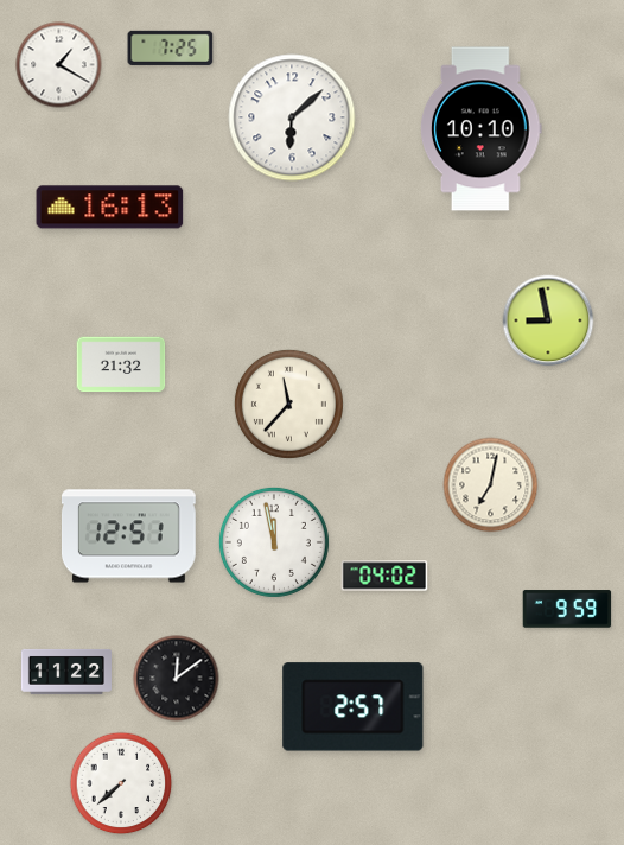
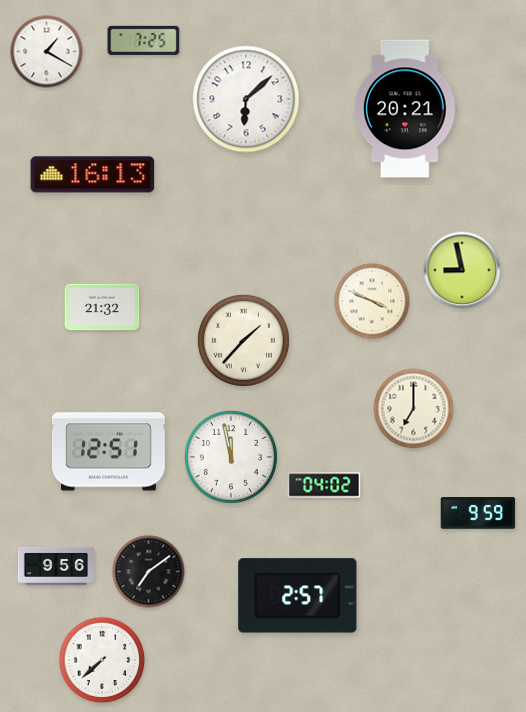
clock at (59, 65) position: (59, 65) -> (47, 52)
clock at (482, 129): 10:10 -> 20:21
clock at (372, 301): none -> 3:49
clock at (288, 404): 11:37 -> 1:37
clock at (491, 485): 7:02 -> 7:00
clock at (66, 672): 11:22 -> 9:56
clock at (177, 679): 12:09 -> 7:09
